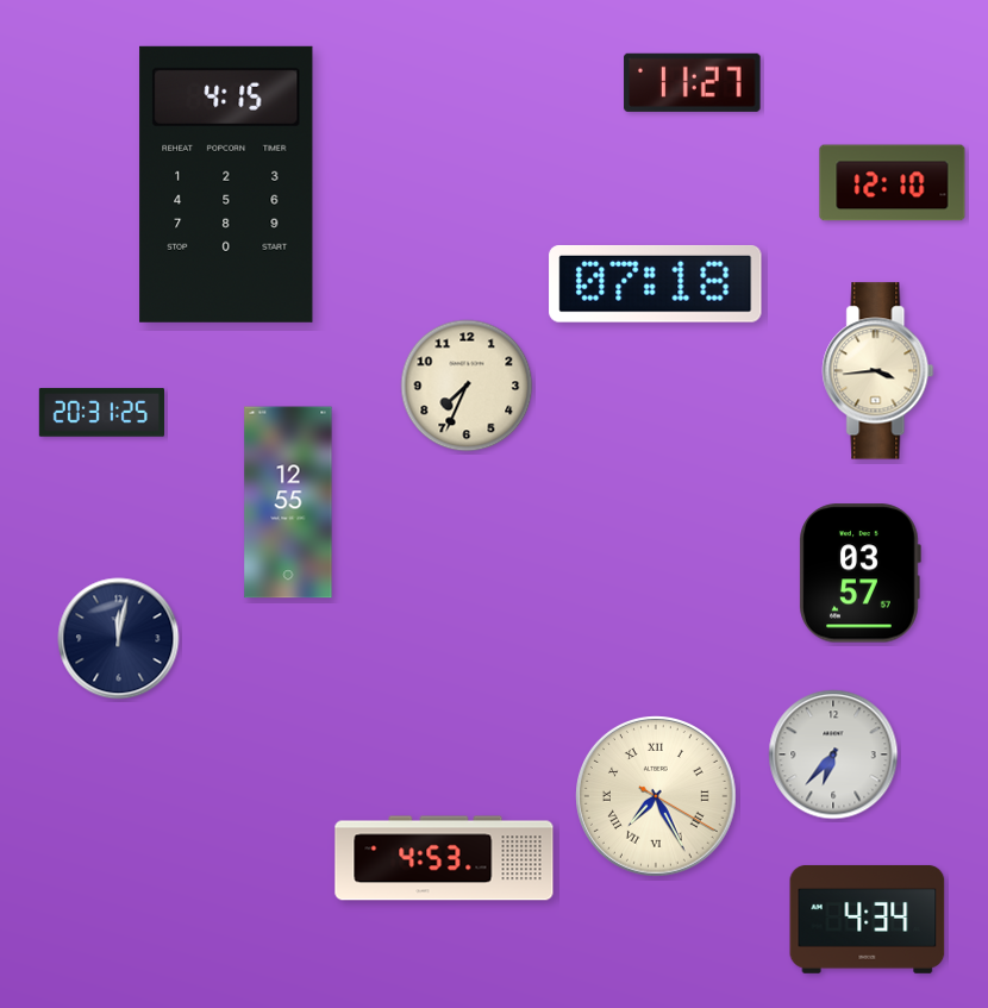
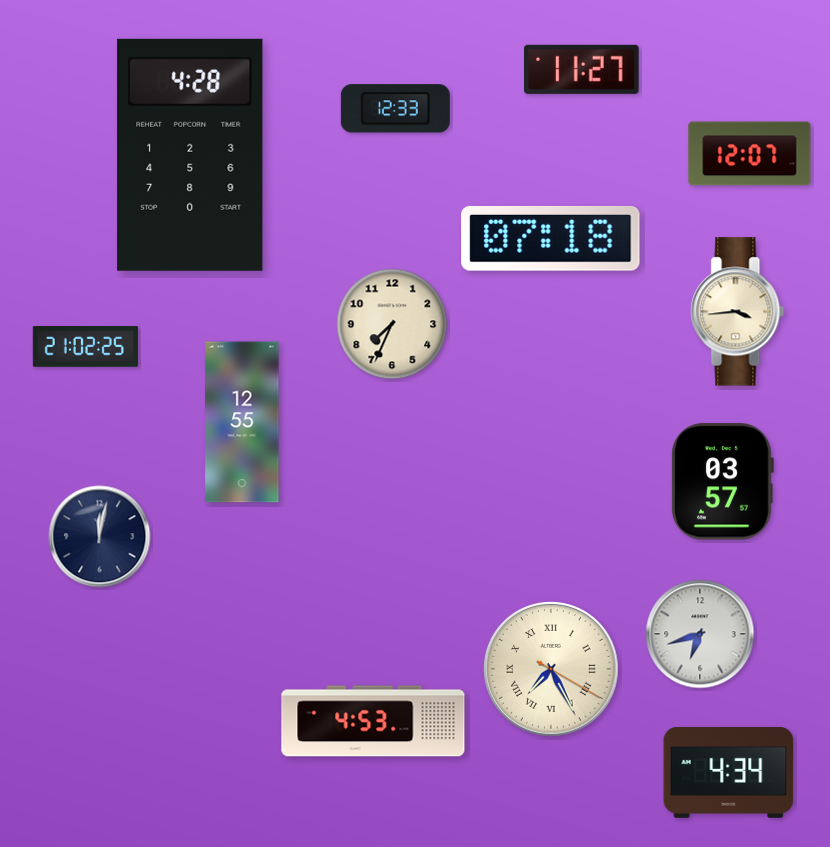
clock at (395, 109): none -> 12:33
clock at (893, 183): 12:10 -> 12:07
clock at (226, 184): 4:15 -> 4:28
clock at (101, 413): 20:31 -> 21:02
clock at (833, 755): 6:37 -> 6:42
